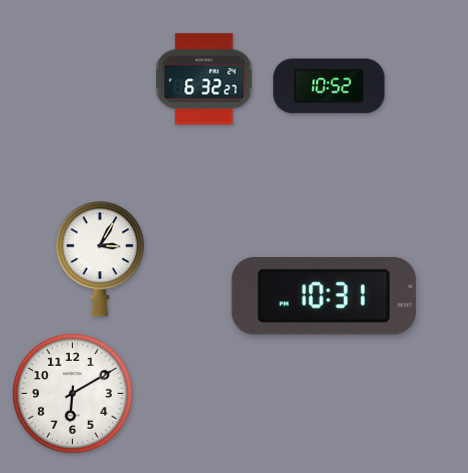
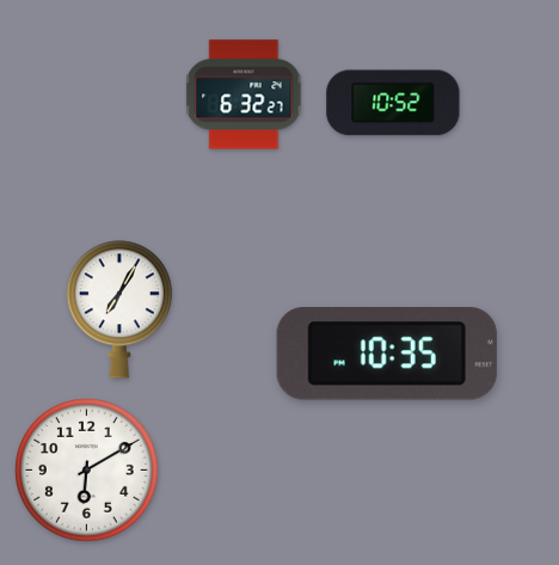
clock at (100, 259): 3:05 -> 7:05
clock at (324, 297): 10:31 -> 10:35
